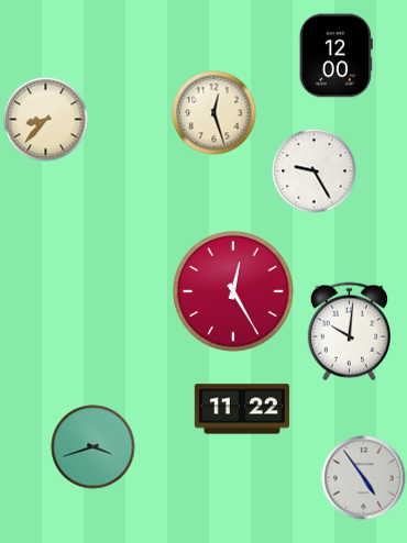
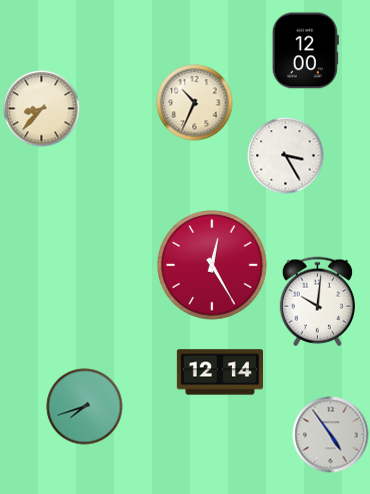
clock at (215, 113): 12:27 -> 10:34
clock at (315, 171): 9:25 -> 3:25
clock at (241, 409): 11:22 -> 12:14
clock at (94, 447): 3:42 -> 7:42
